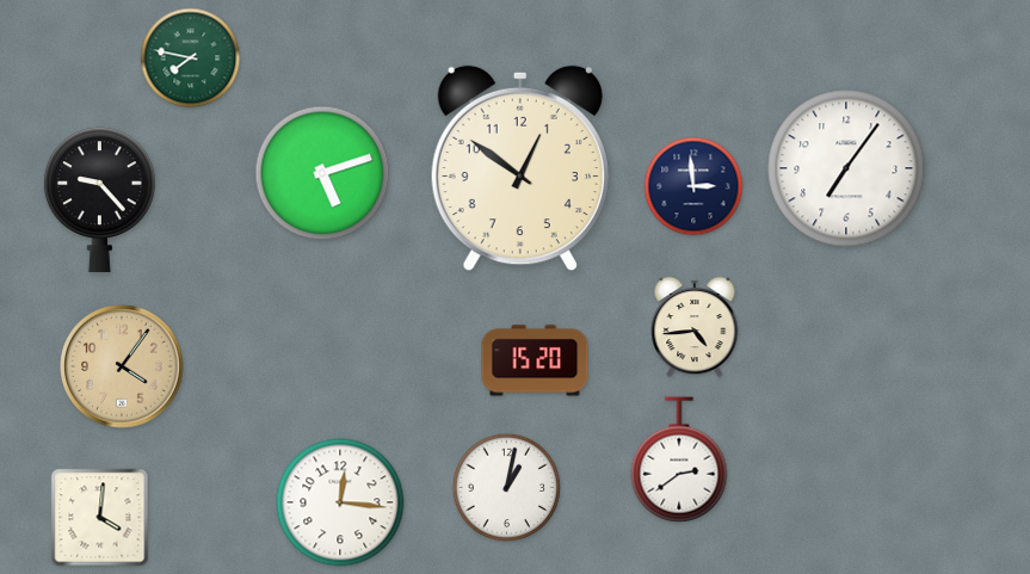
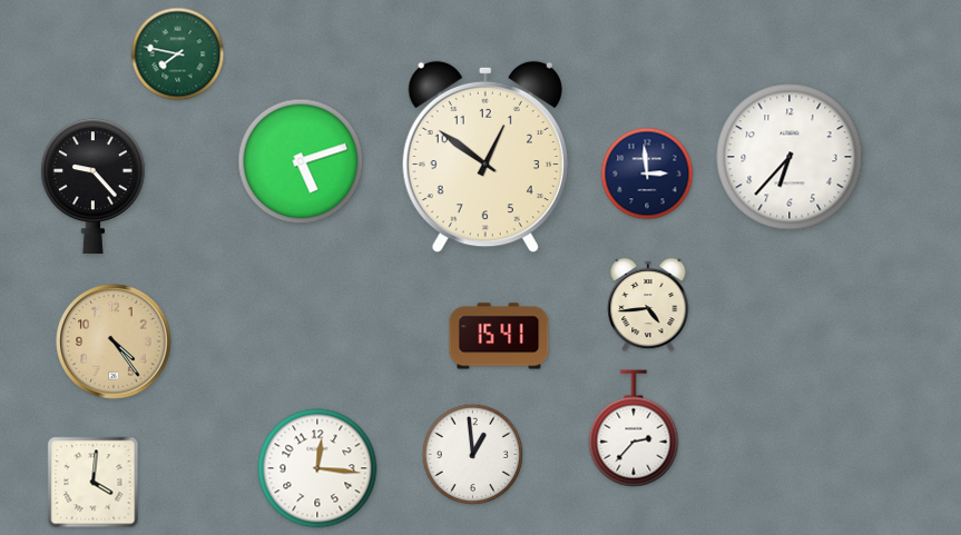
clock at (846, 168): 7:06 -> 6:37
clock at (535, 360): 15:20 -> 15:41
clock at (122, 366): 4:06 -> 4:24
clock at (679, 459): 2:39 -> 2:37
clock at (507, 488): 1:02 -> 12:59
